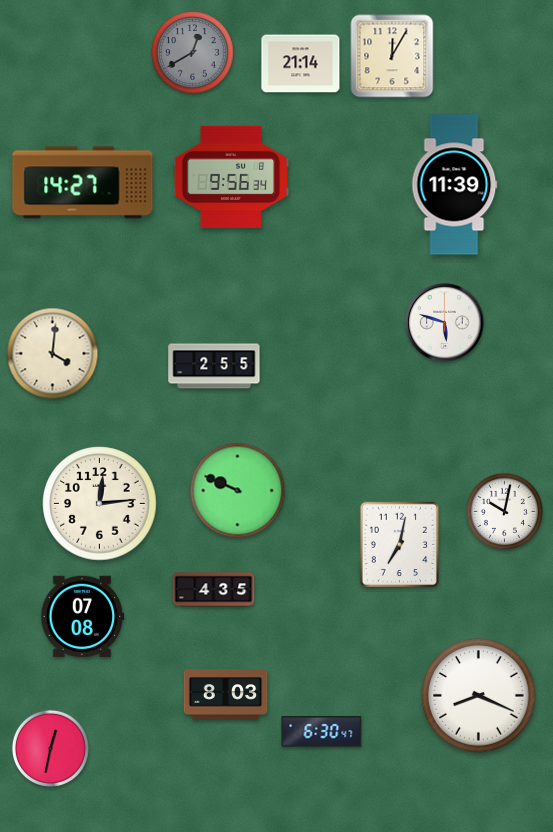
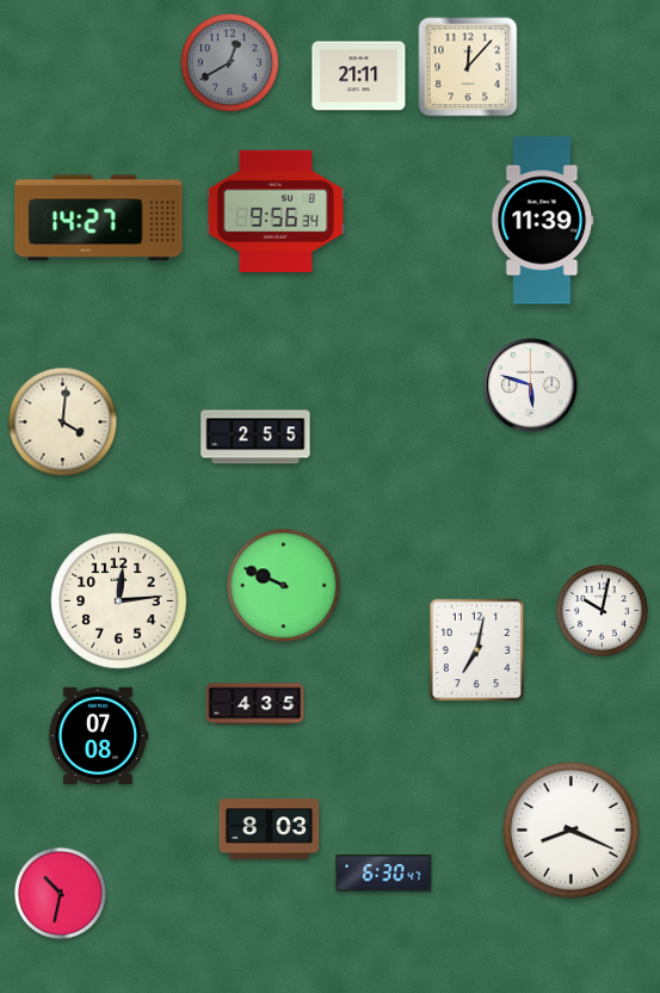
clock at (392, 56): 12:05 -> 12:07
clock at (301, 64): 21:14 -> 21:11
clock at (50, 748): 12:32 -> 10:32
